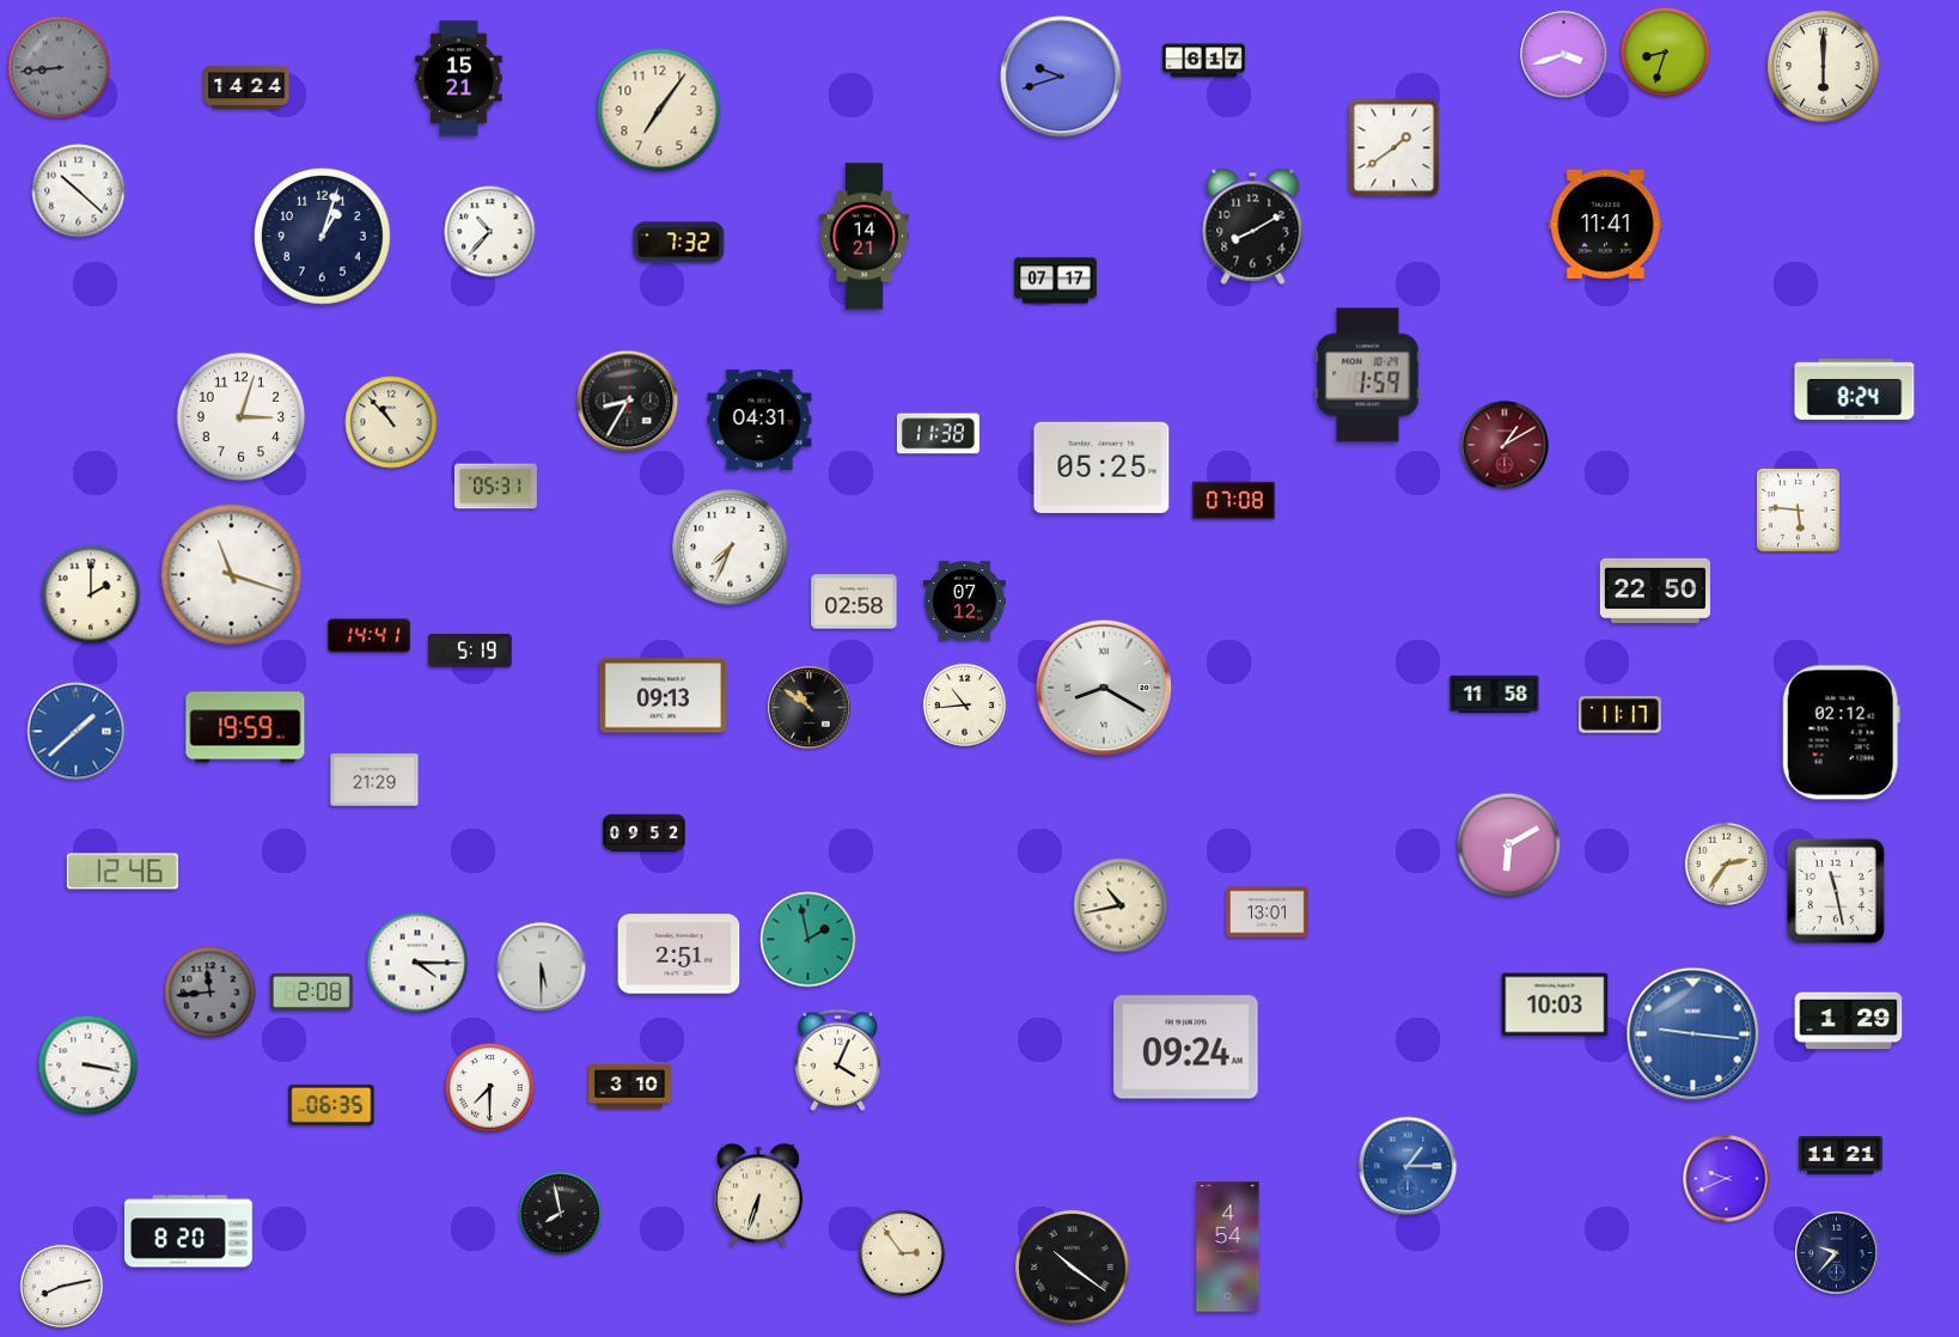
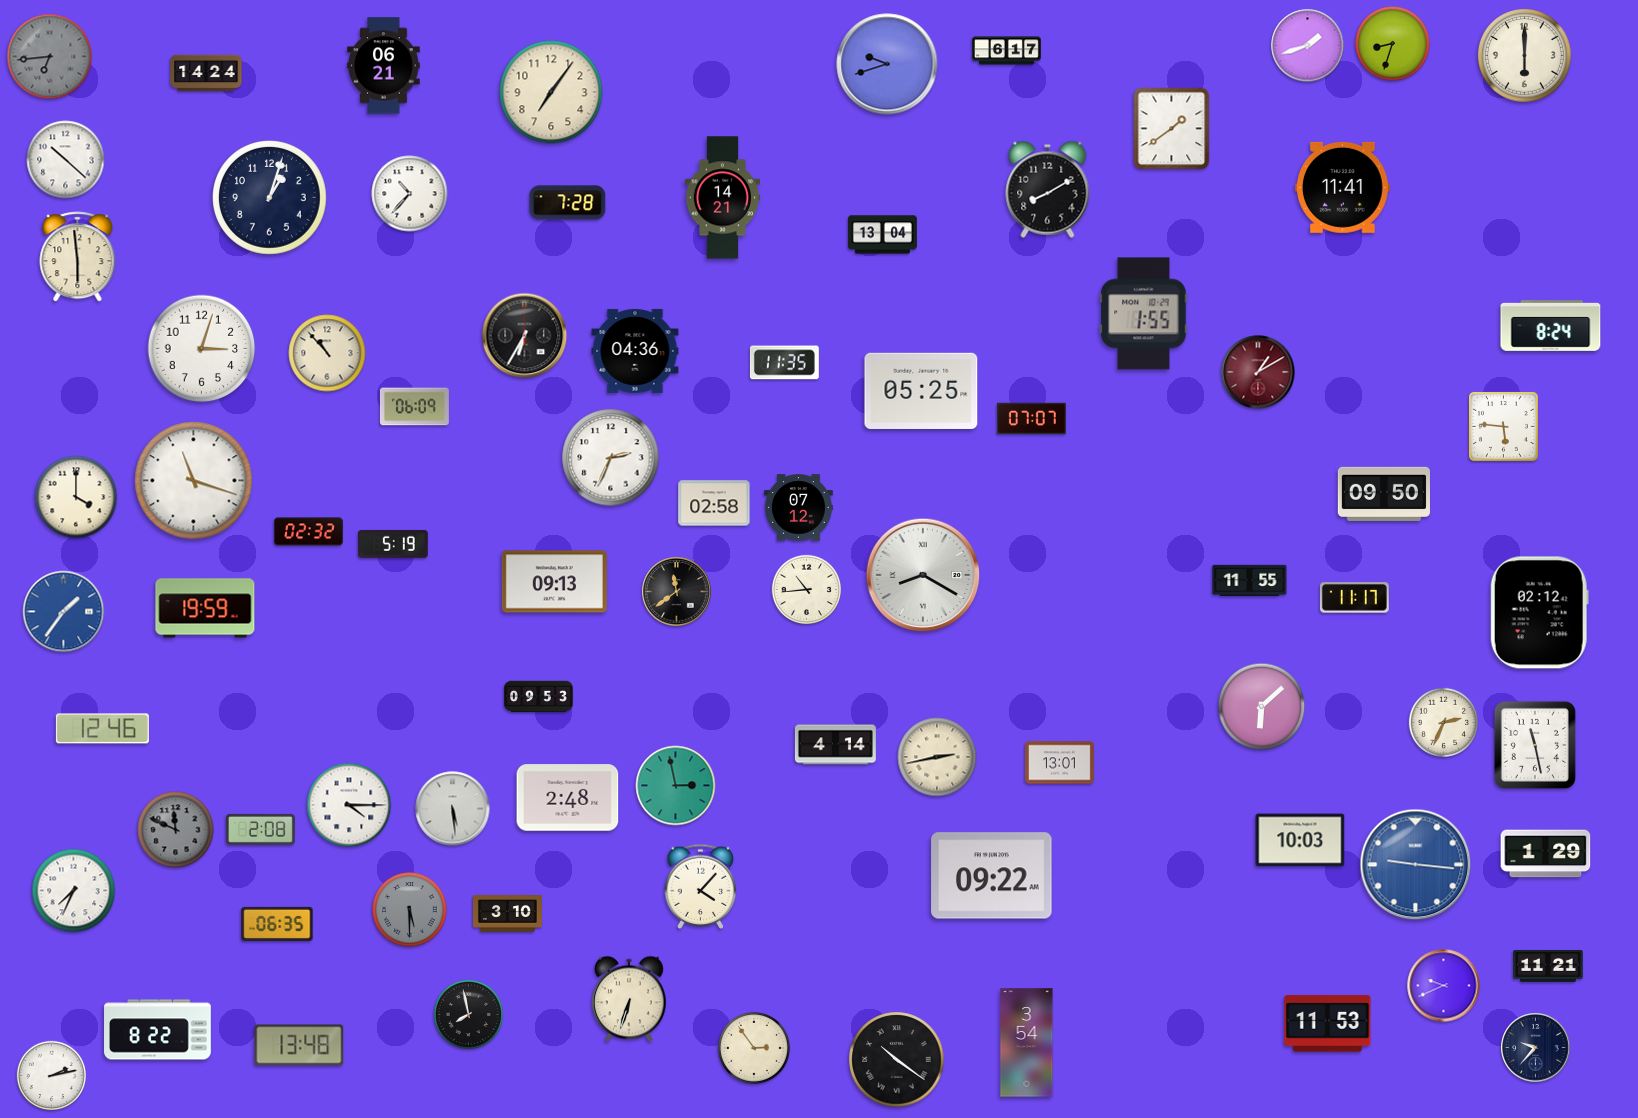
clock at (1564, 55): 3:42 -> 1:42
clock at (60, 68): 8:44 -> 6:44
clock at (459, 79): 15:21 -> 06:21
clock at (1395, 148) position: (1395, 148) -> (1172, 129)
clock at (679, 243): 7:32 -> 7:28
clock at (1056, 281): 07:17 -> 13:04
clock at (78, 257): none -> 5:59
clock at (1368, 376): 1:59 -> 1:55
clock at (628, 402): 8:35 -> 6:35
clock at (759, 420): 04:31 -> 04:36
clock at (938, 434): 11:38 -> 11:35
clock at (495, 487): 05:31 -> 06:09
clock at (1233, 501): 07:08 -> 07:07
clock at (731, 548): 7:34 -> 2:34
clock at (1655, 591): 22:50 -> 09:50
clock at (91, 594): 2:00 -> 4:00
clock at (964, 602) position: (964, 602) -> (798, 508)
clock at (368, 636): 14:41 -> 02:32
clock at (1495, 695): 11:58 -> 11:55
clock at (810, 708): 10:51 -> 11:39
clock at (77, 732): 1:38 -> 1:36
clock at (374, 780): 21:29 -> none
clock at (645, 834): 09:52 -> 09:53
clock at (1509, 845): 6:10 -> 6:08
clock at (1727, 865): 2:36 -> 2:34
clock at (835, 745): none -> 4:14
clock at (1121, 905): 10:43 -> 2:43
clock at (808, 940): 1:58 -> 2:58
clock at (679, 954): 2:51 -> 2:48
clock at (542, 967): 5:30 -> 5:29
clock at (210, 993): 11:44 -> 11:49
clock at (1186, 1048): 09:24 -> 09:22
clock at (838, 1060): 4:04 -> 4:07
clock at (89, 1066): 3:17 -> 7:34
clock at (630, 1087) position: (630, 1087) -> (508, 914)
clock at (490, 1088): 7:30 -> 5:30
clock at (490, 1088) dial: white -> grey
clock at (1841, 1156) position: (1841, 1156) -> (1548, 967)
clock at (1408, 1166): 1:15 -> none
clock at (759, 1195) position: (759, 1195) -> (630, 999)
clock at (1328, 1024): none -> 11:53
clock at (189, 1232): 8:20 -> 8:22
clock at (1228, 1247): 4:54 -> 3:54
clock at (299, 1045): none -> 13:48
clock at (62, 1287): 8:13 -> 2:13
